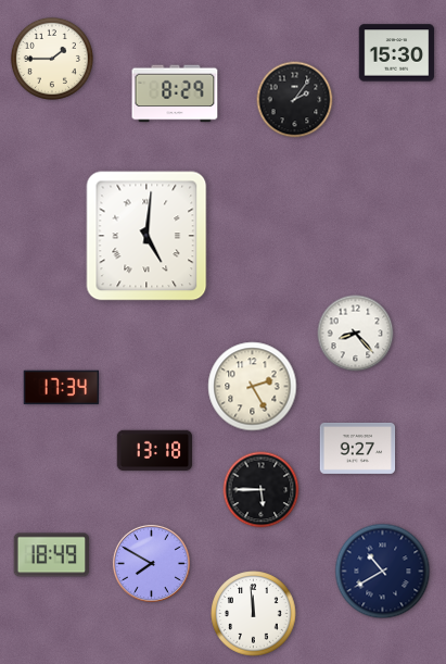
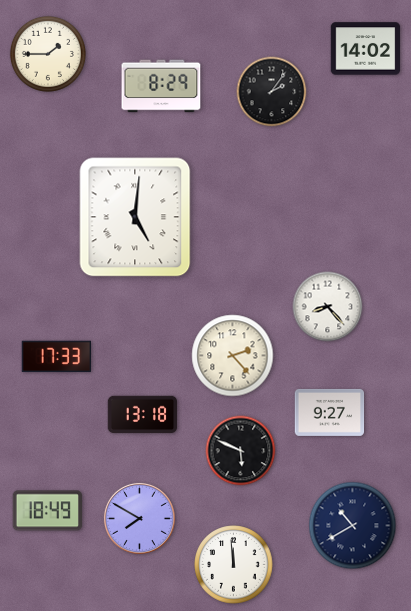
clock at (397, 53): 15:30 -> 14:02
clock at (253, 387): 2:25 -> 2:23
clock at (62, 388): 17:34 -> 17:33
clock at (262, 490): 5:45 -> 5:49
